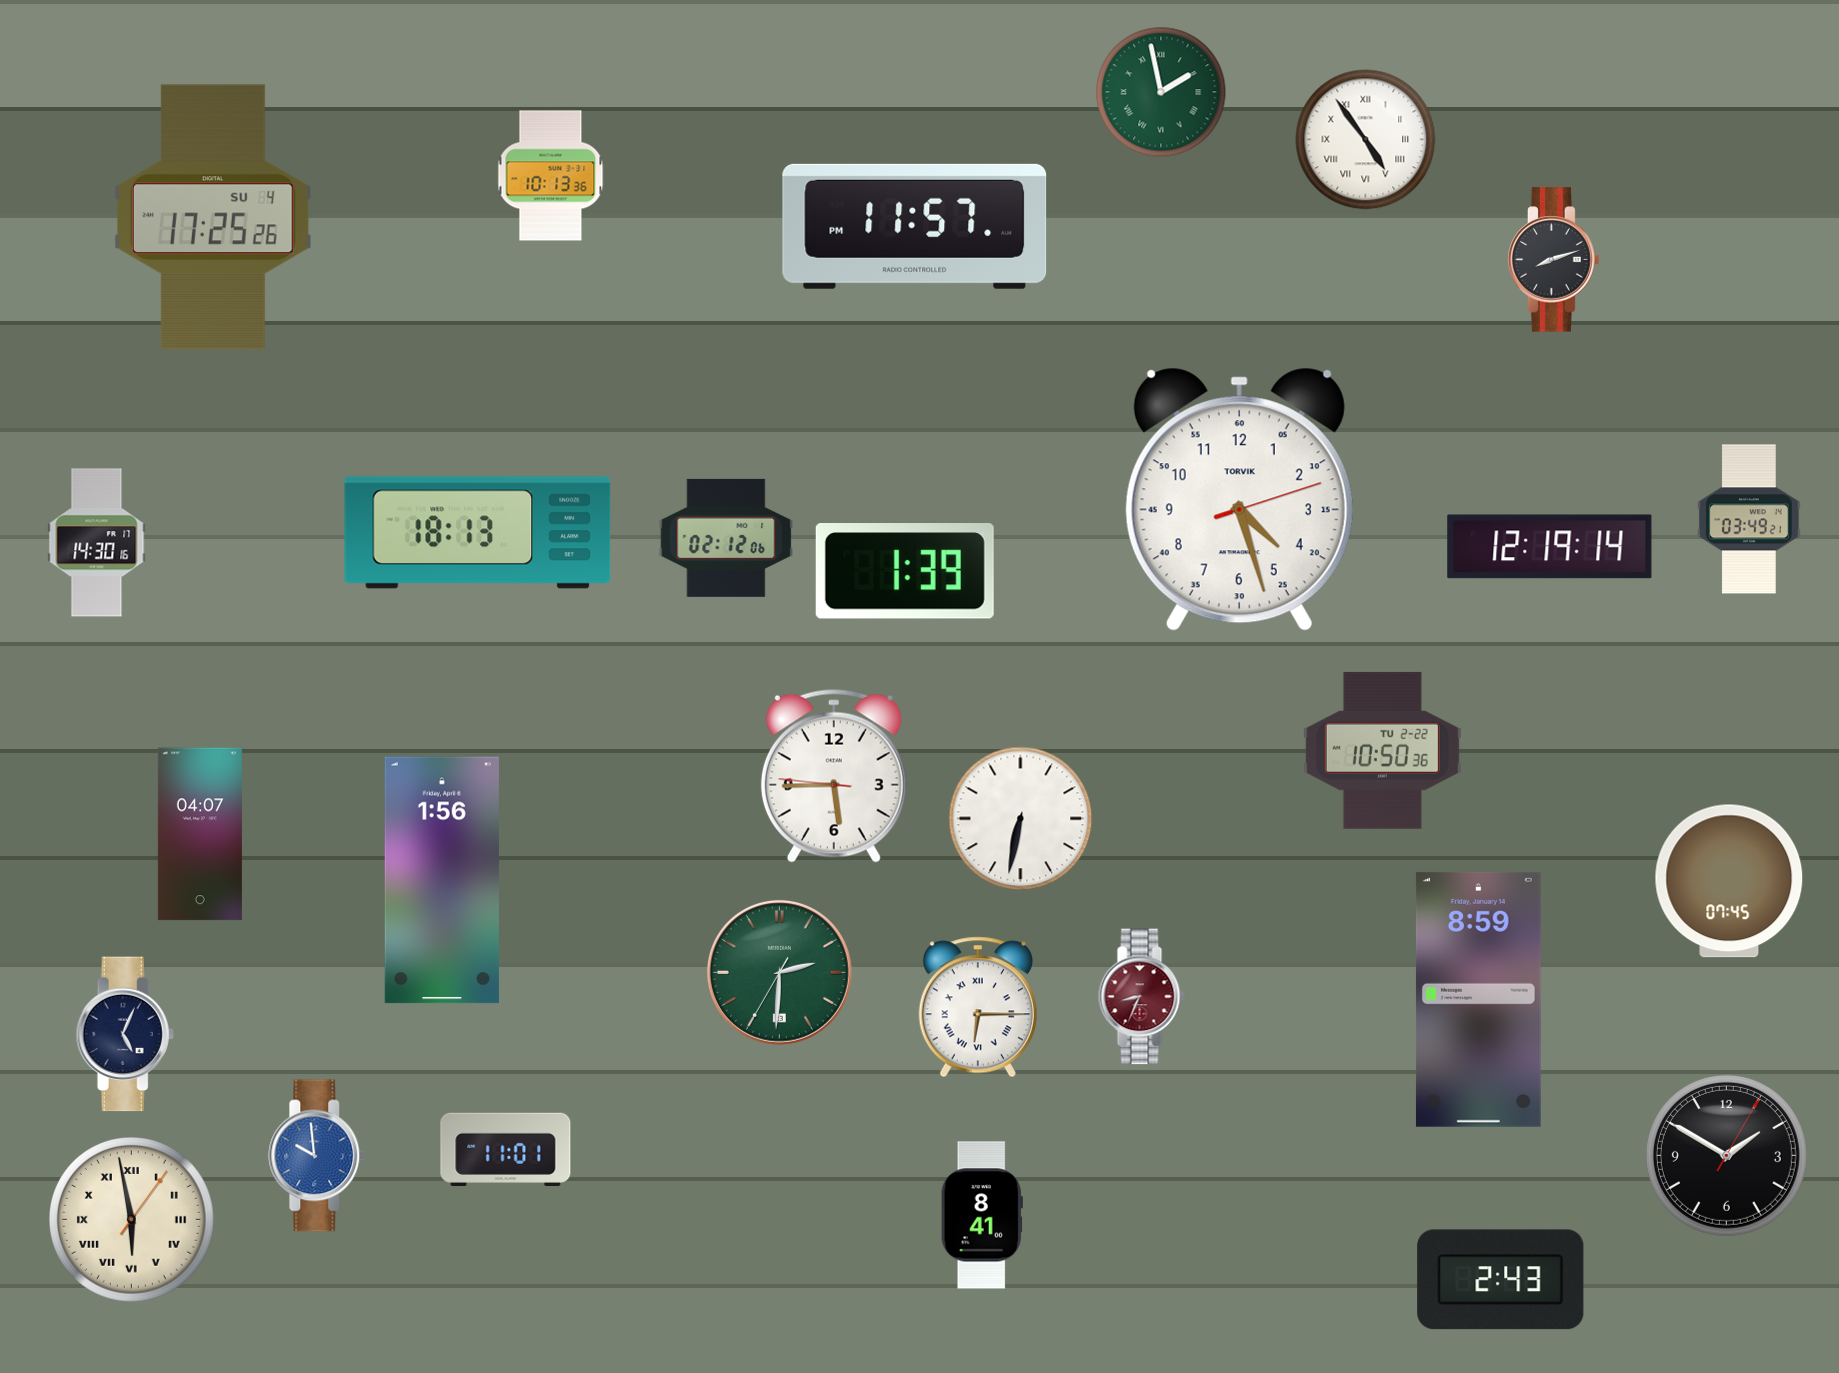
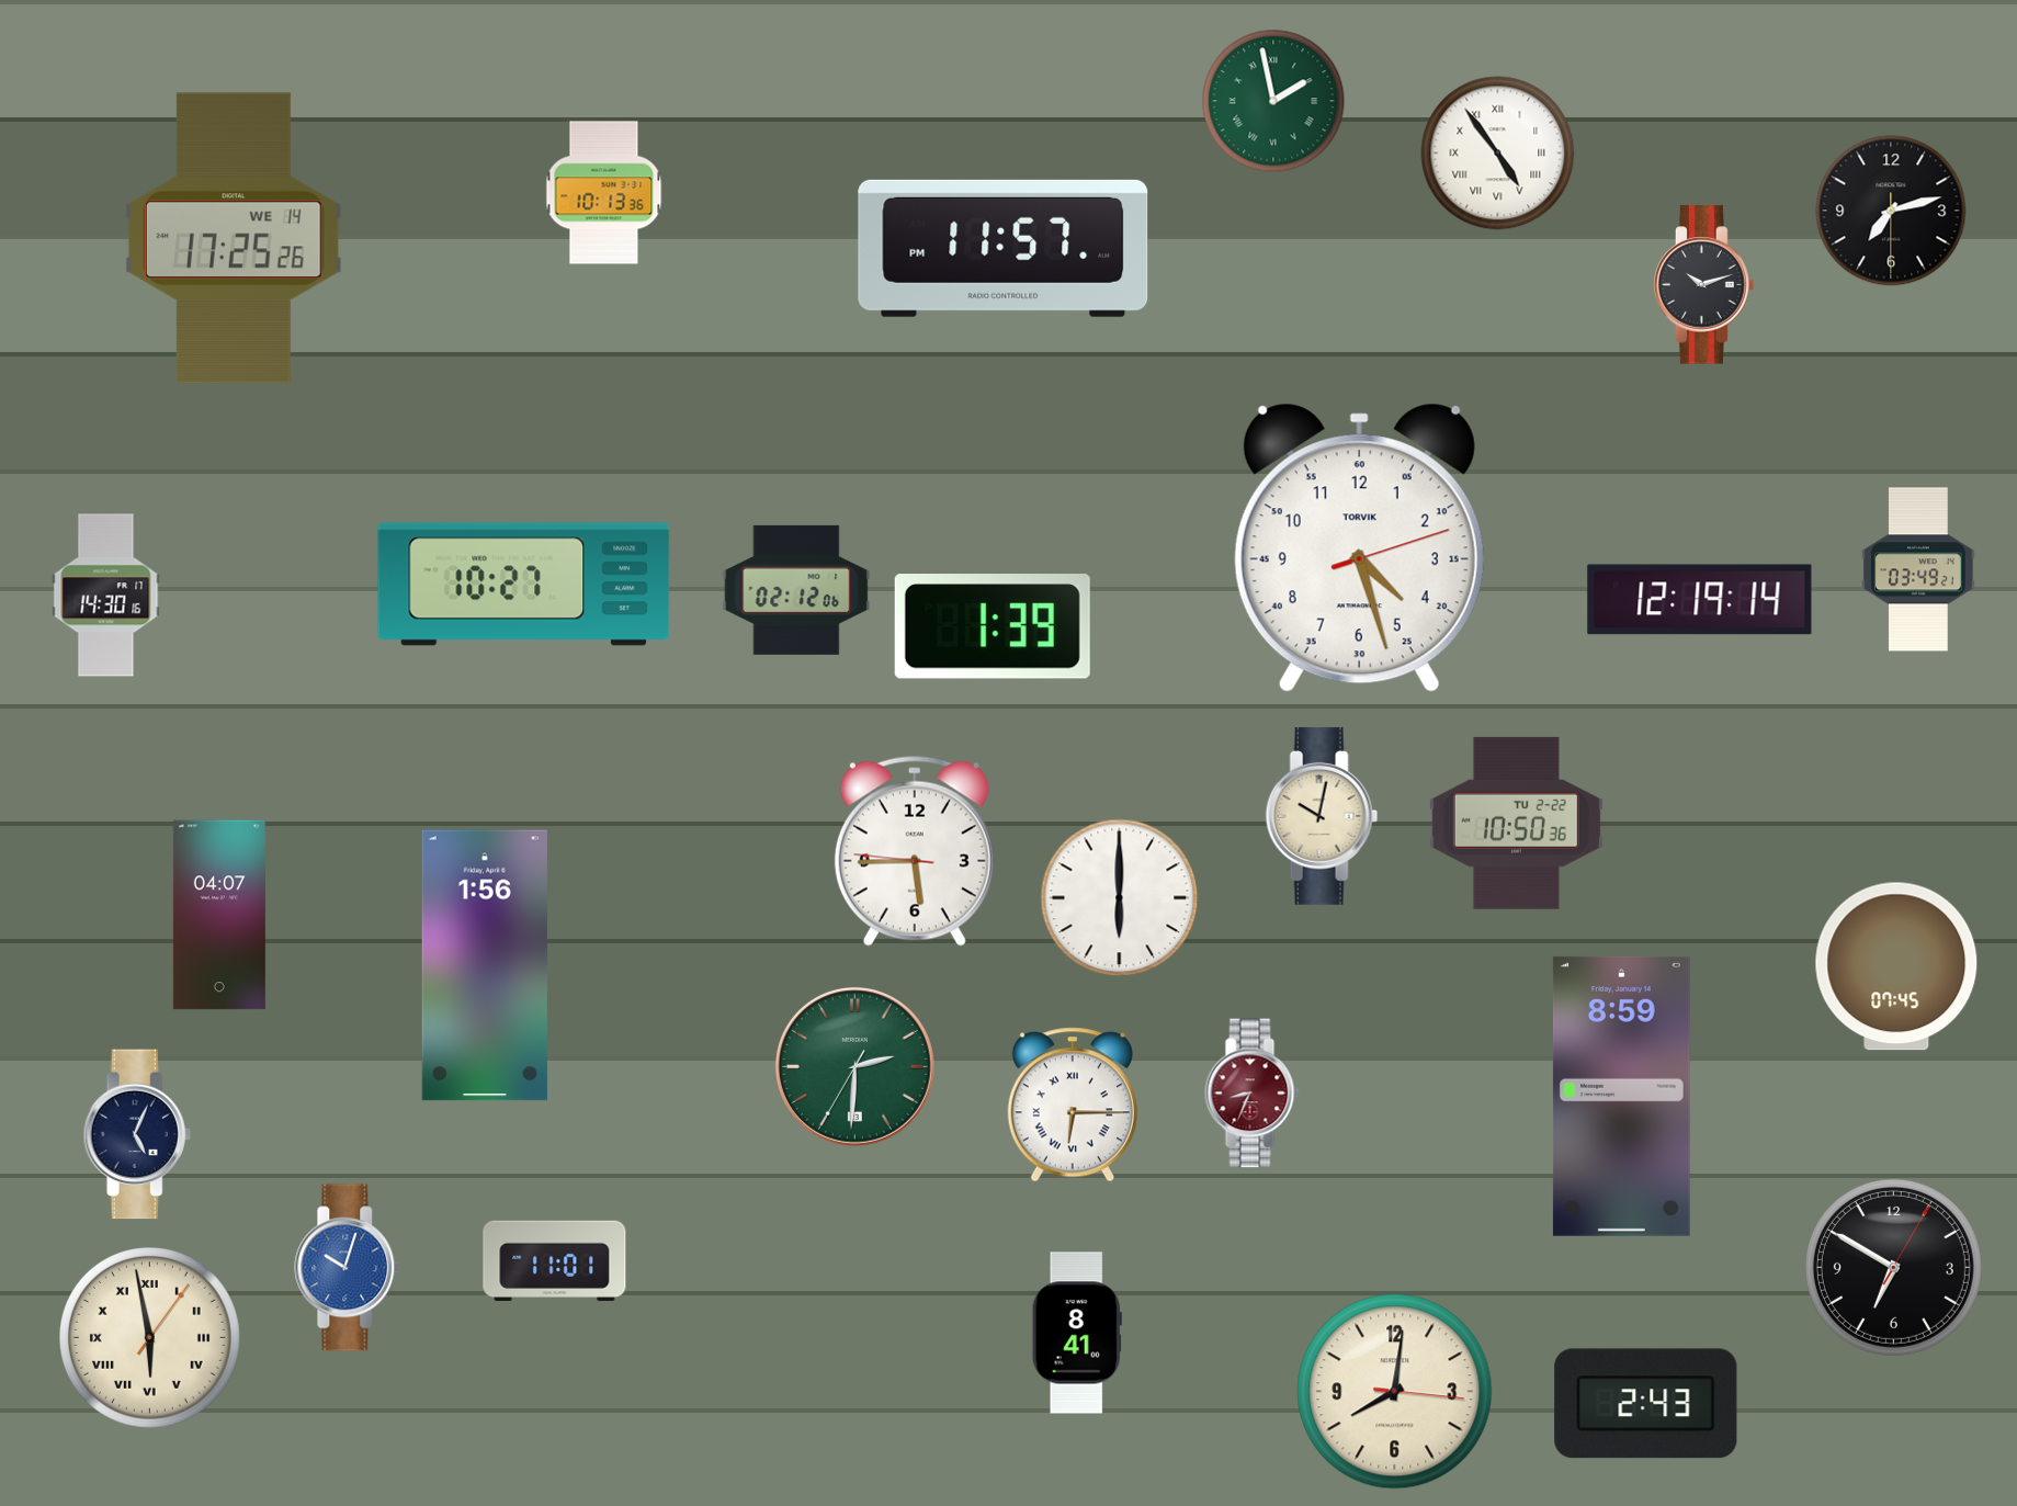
clock at (1891, 211): none -> 7:12
clock at (213, 217) date: SU 4 -> WE 14
clock at (1554, 260): 8:12 -> 10:12
clock at (478, 533): 18:13 -> 10:27
clock at (1322, 816): none -> 10:02
clock at (1021, 819): 6:32 -> 6:00
clock at (1726, 1155): 1:50 -> 6:50
clock at (317, 1156): 9:59 -> 10:03
clock at (132, 1220) position: (132, 1220) -> (150, 1338)
clock at (1395, 1392): none -> 8:01
